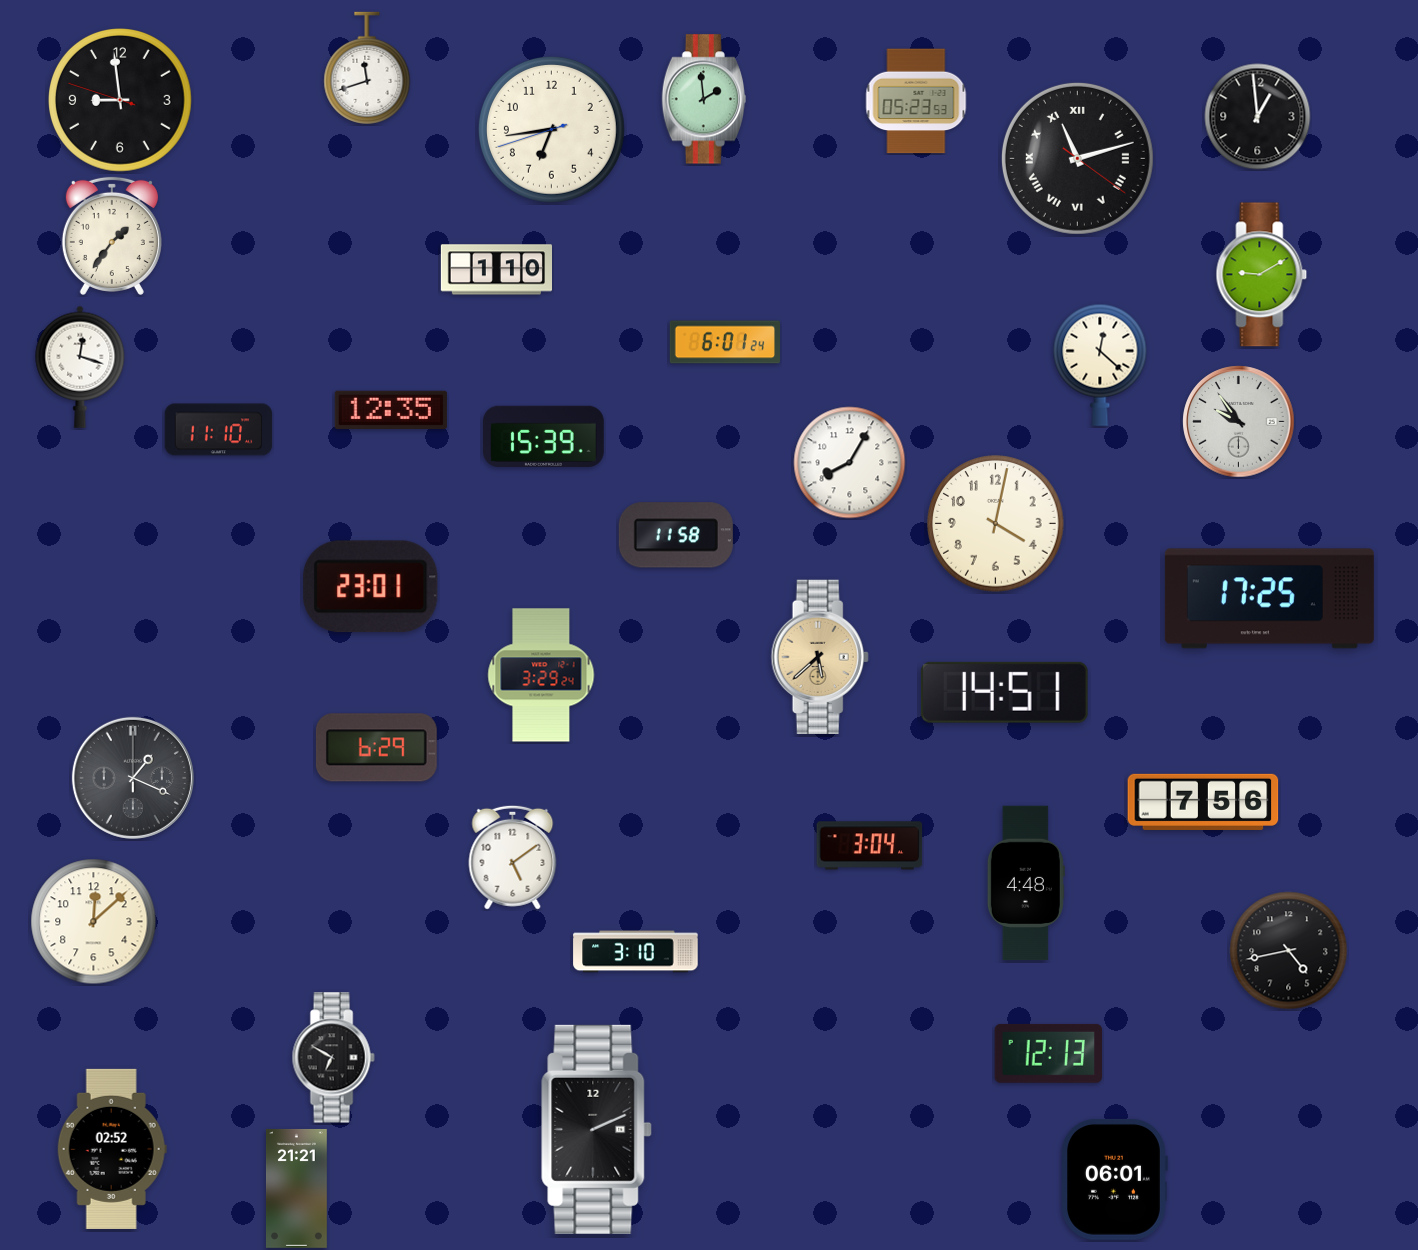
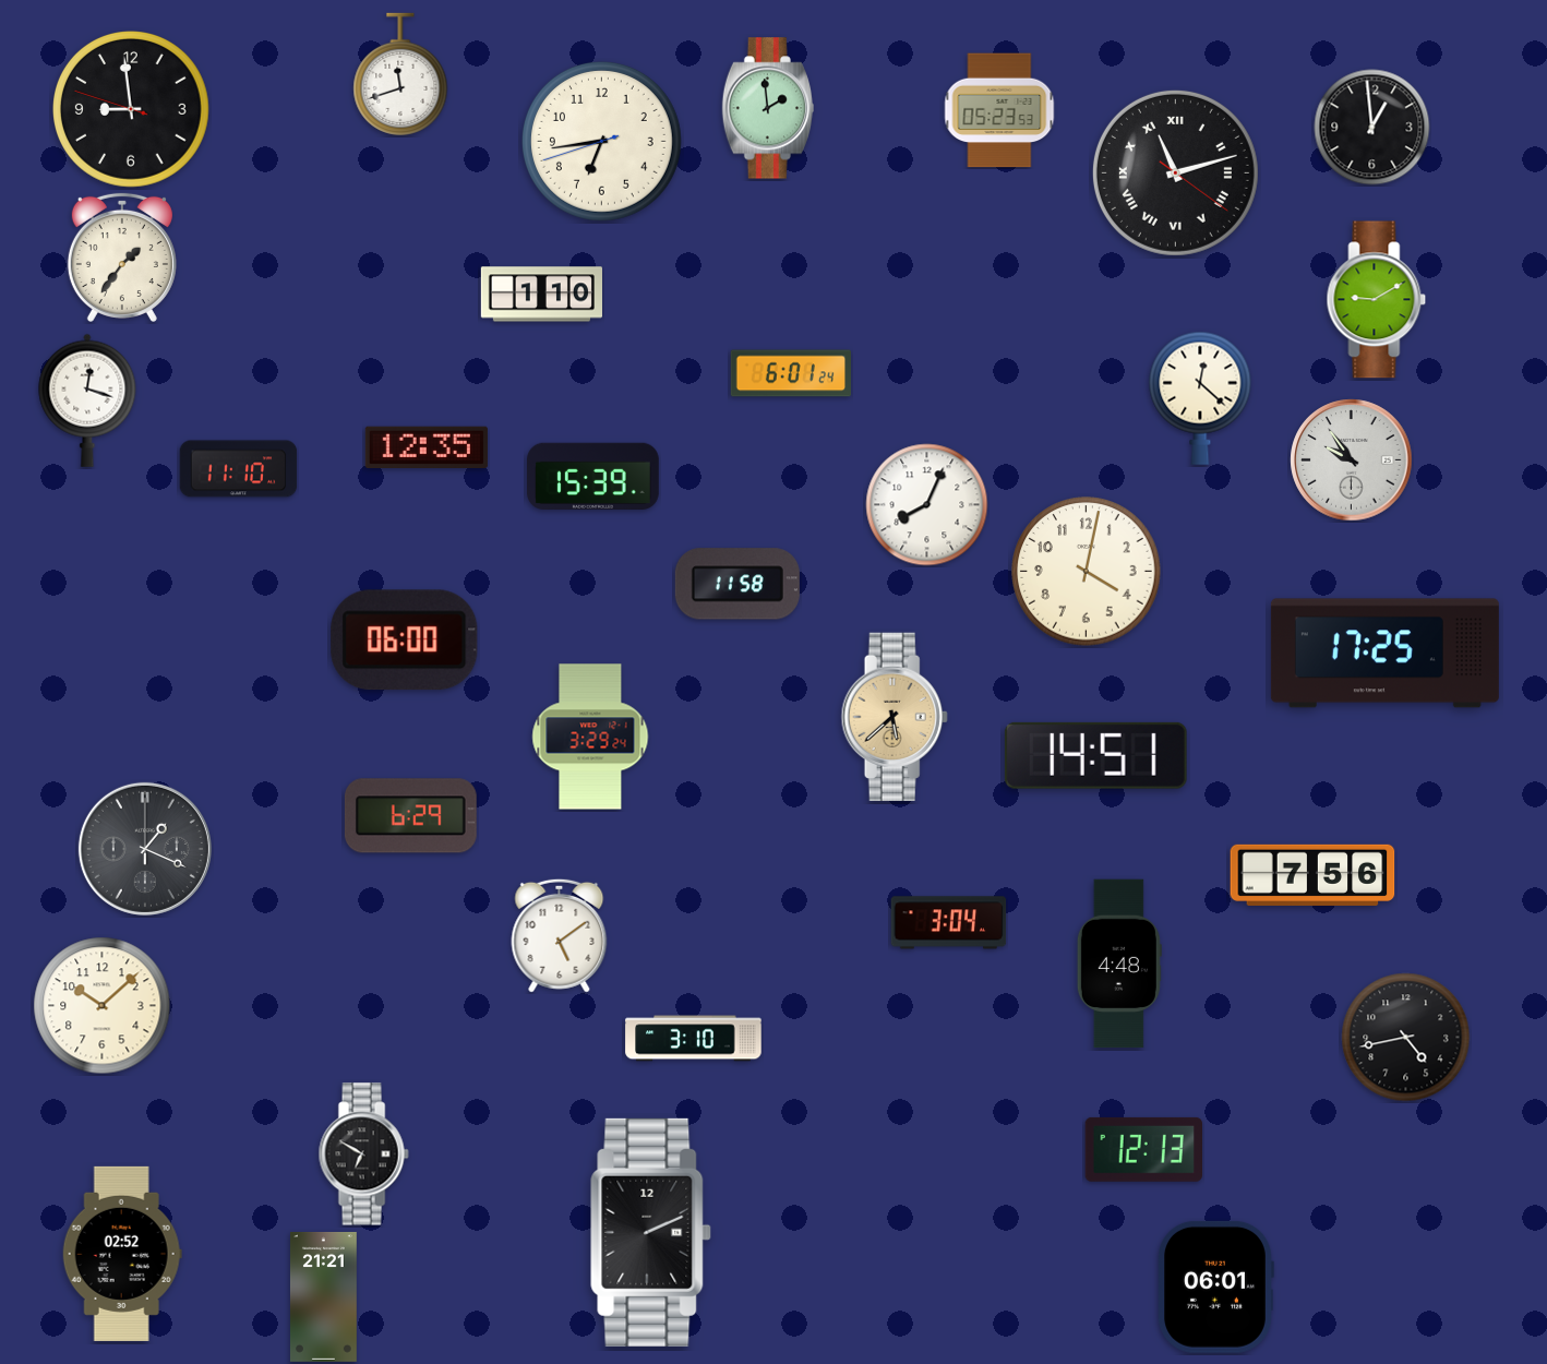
clock at (850, 463): 8:05 -> 8:04
clock at (371, 587): 23:01 -> 06:00
clock at (94, 922): 12:08 -> 10:08
